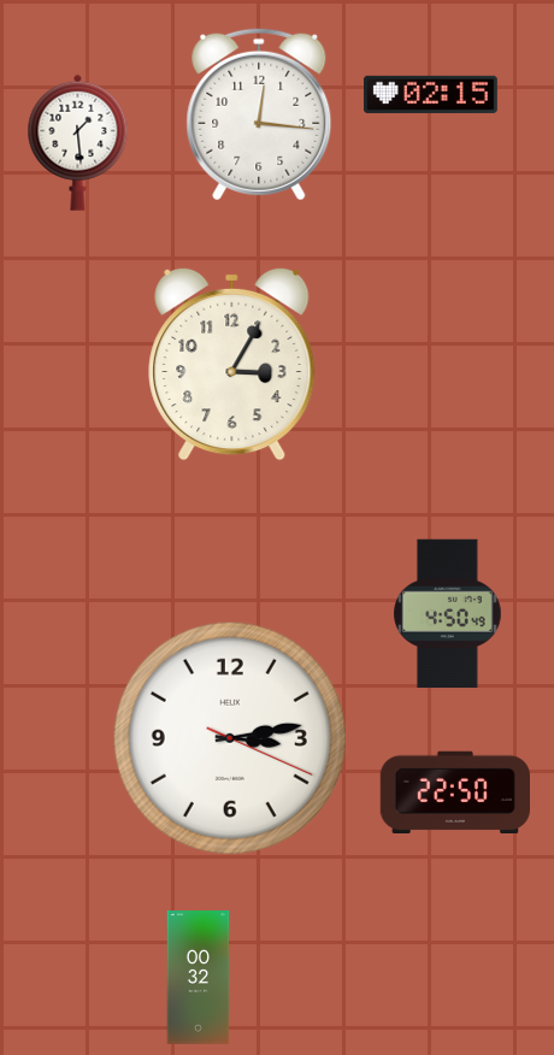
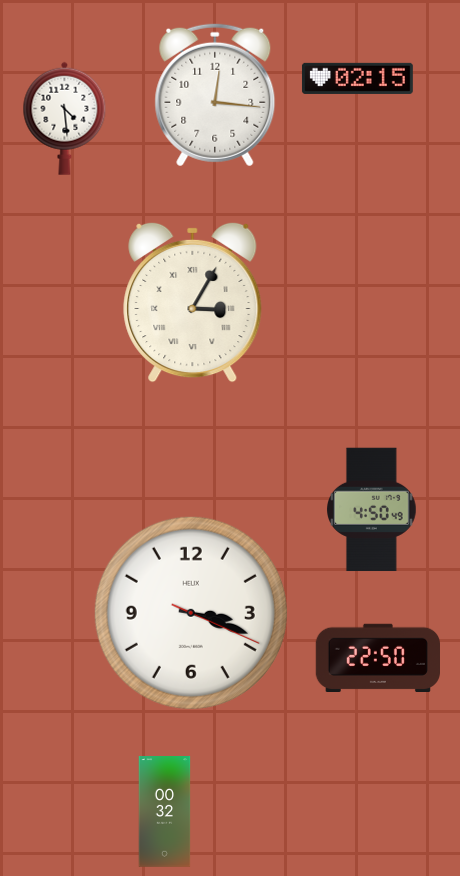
clock at (78, 142): 1:29 -> 4:29
clock at (232, 364) numerals: Arabic -> Roman
clock at (230, 738): 3:13 -> 3:18
